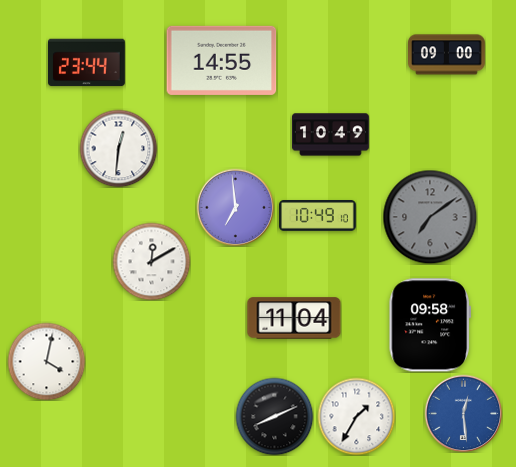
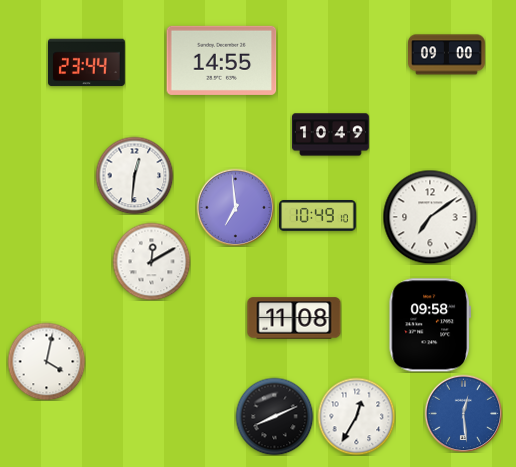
clock at (118, 148) position: (118, 148) -> (134, 175)
clock at (430, 217) dial: grey -> white
clock at (294, 318): 11:04 -> 11:08
clock at (356, 416): 1:35 -> 12:35
